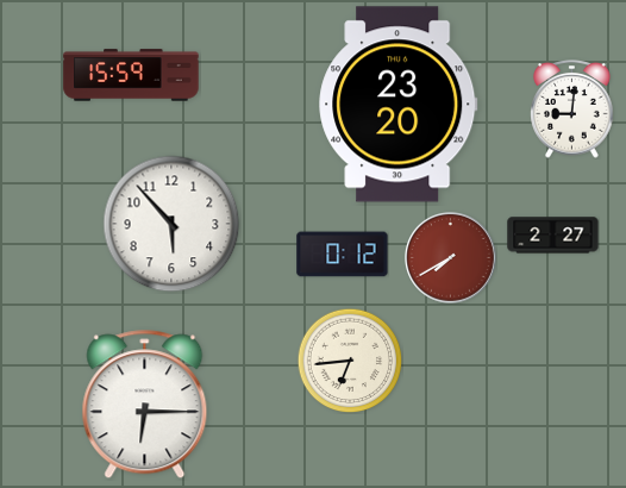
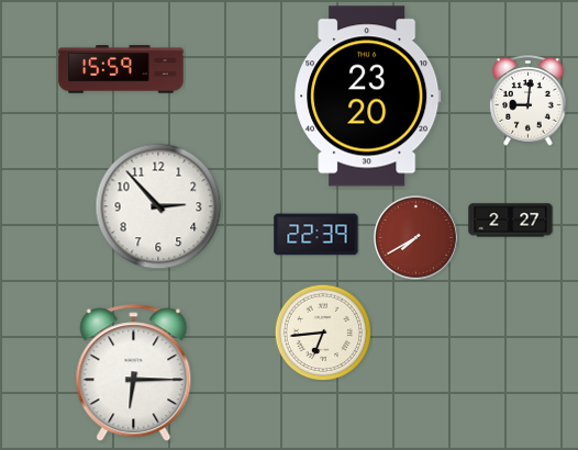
clock at (171, 224): 5:53 -> 2:53
clock at (553, 236) position: (553, 236) -> (511, 221)
clock at (343, 255): 0:12 -> 22:39
